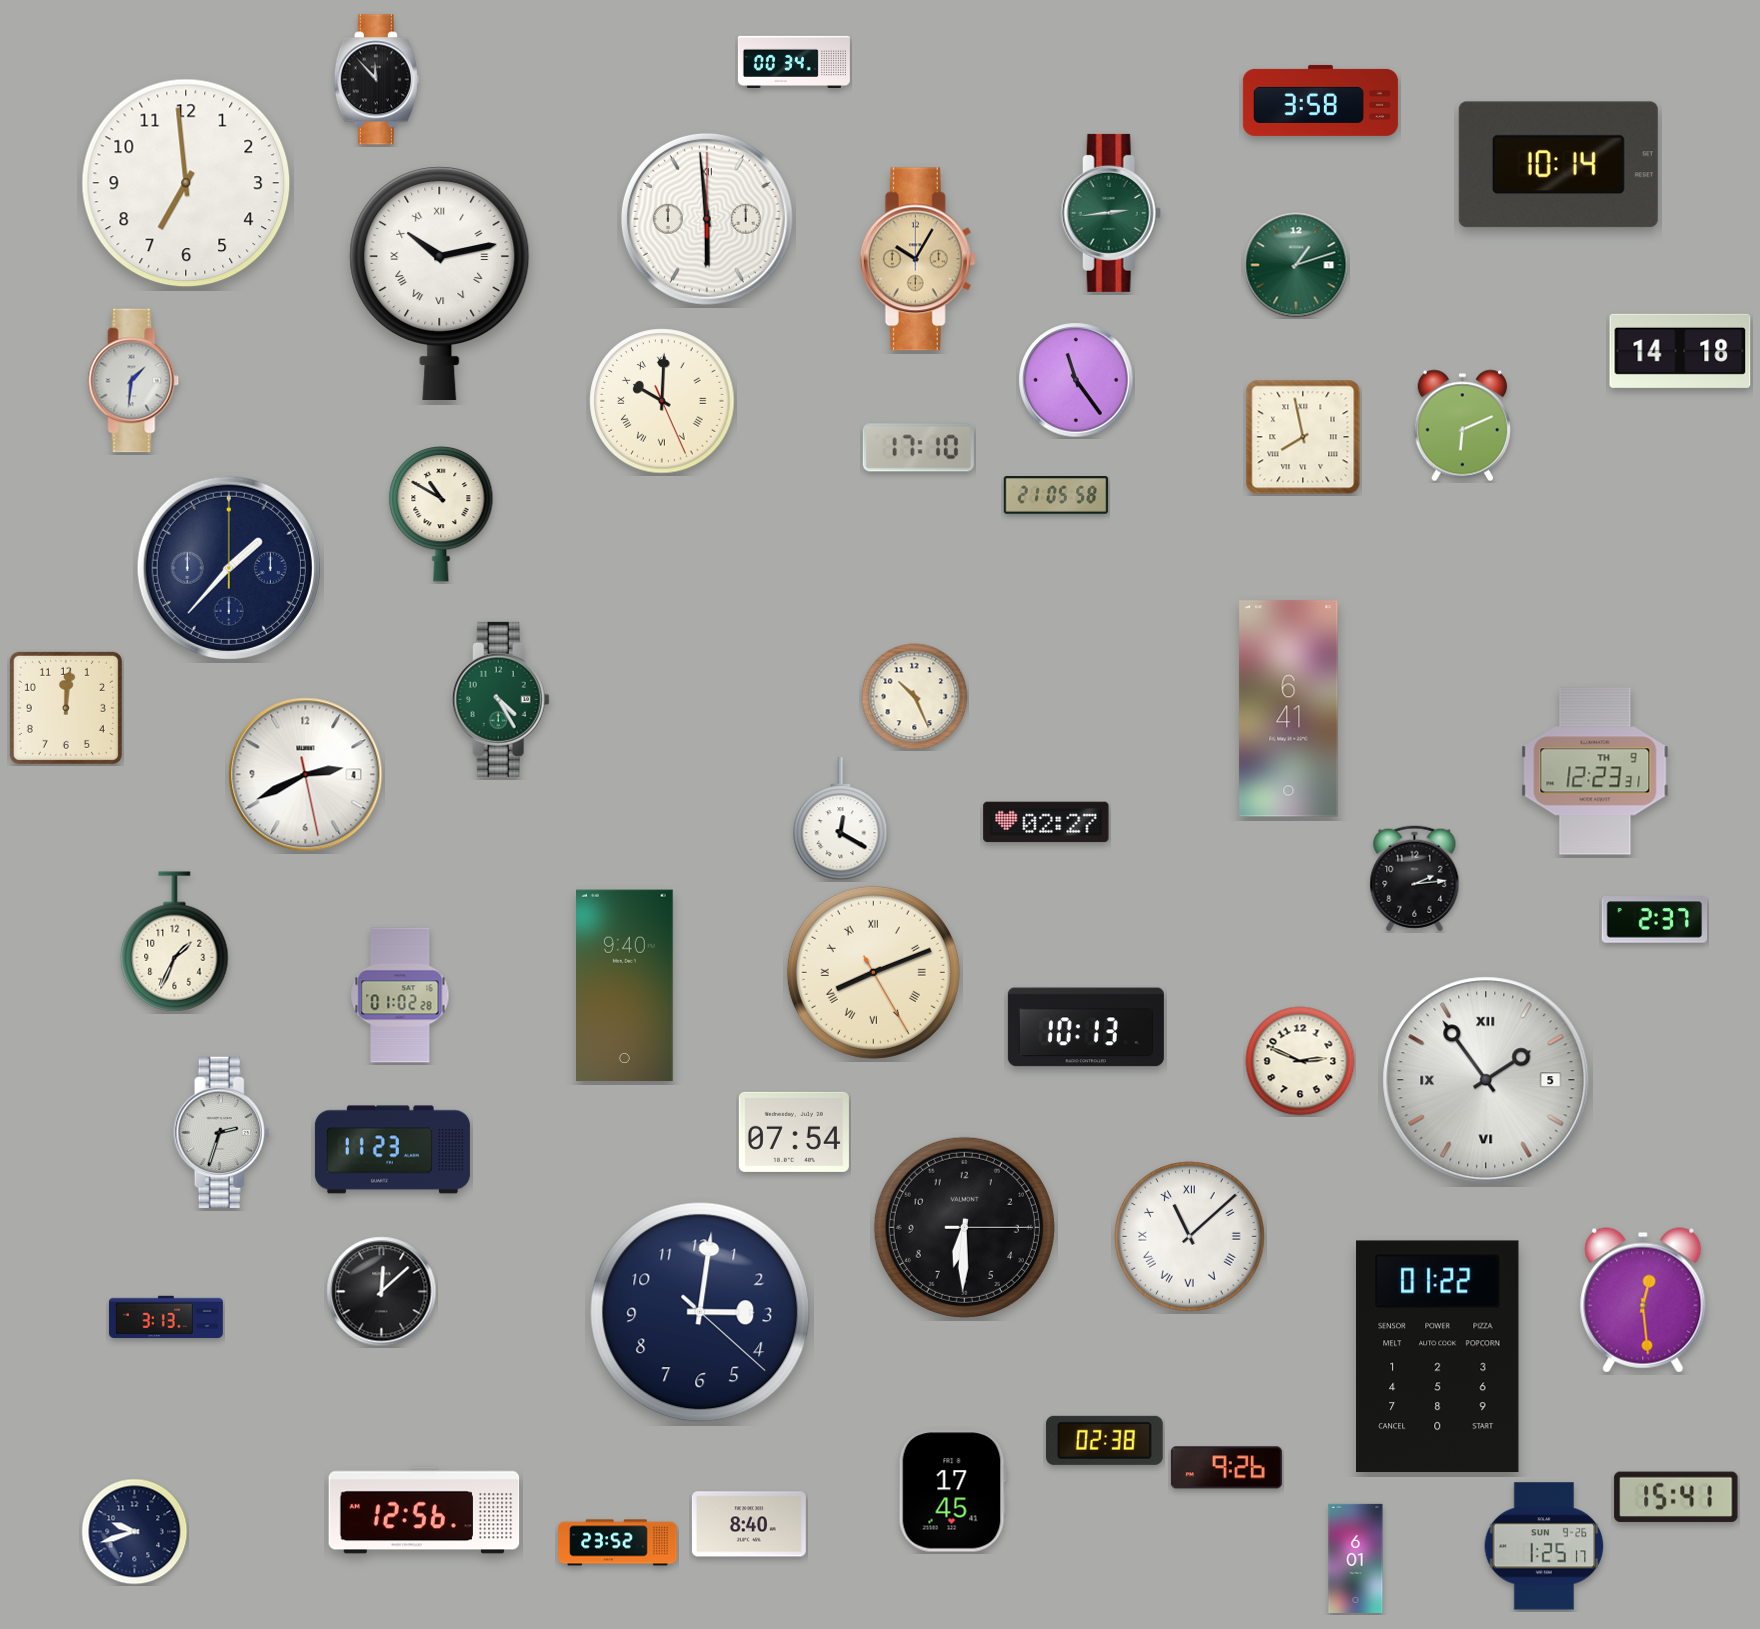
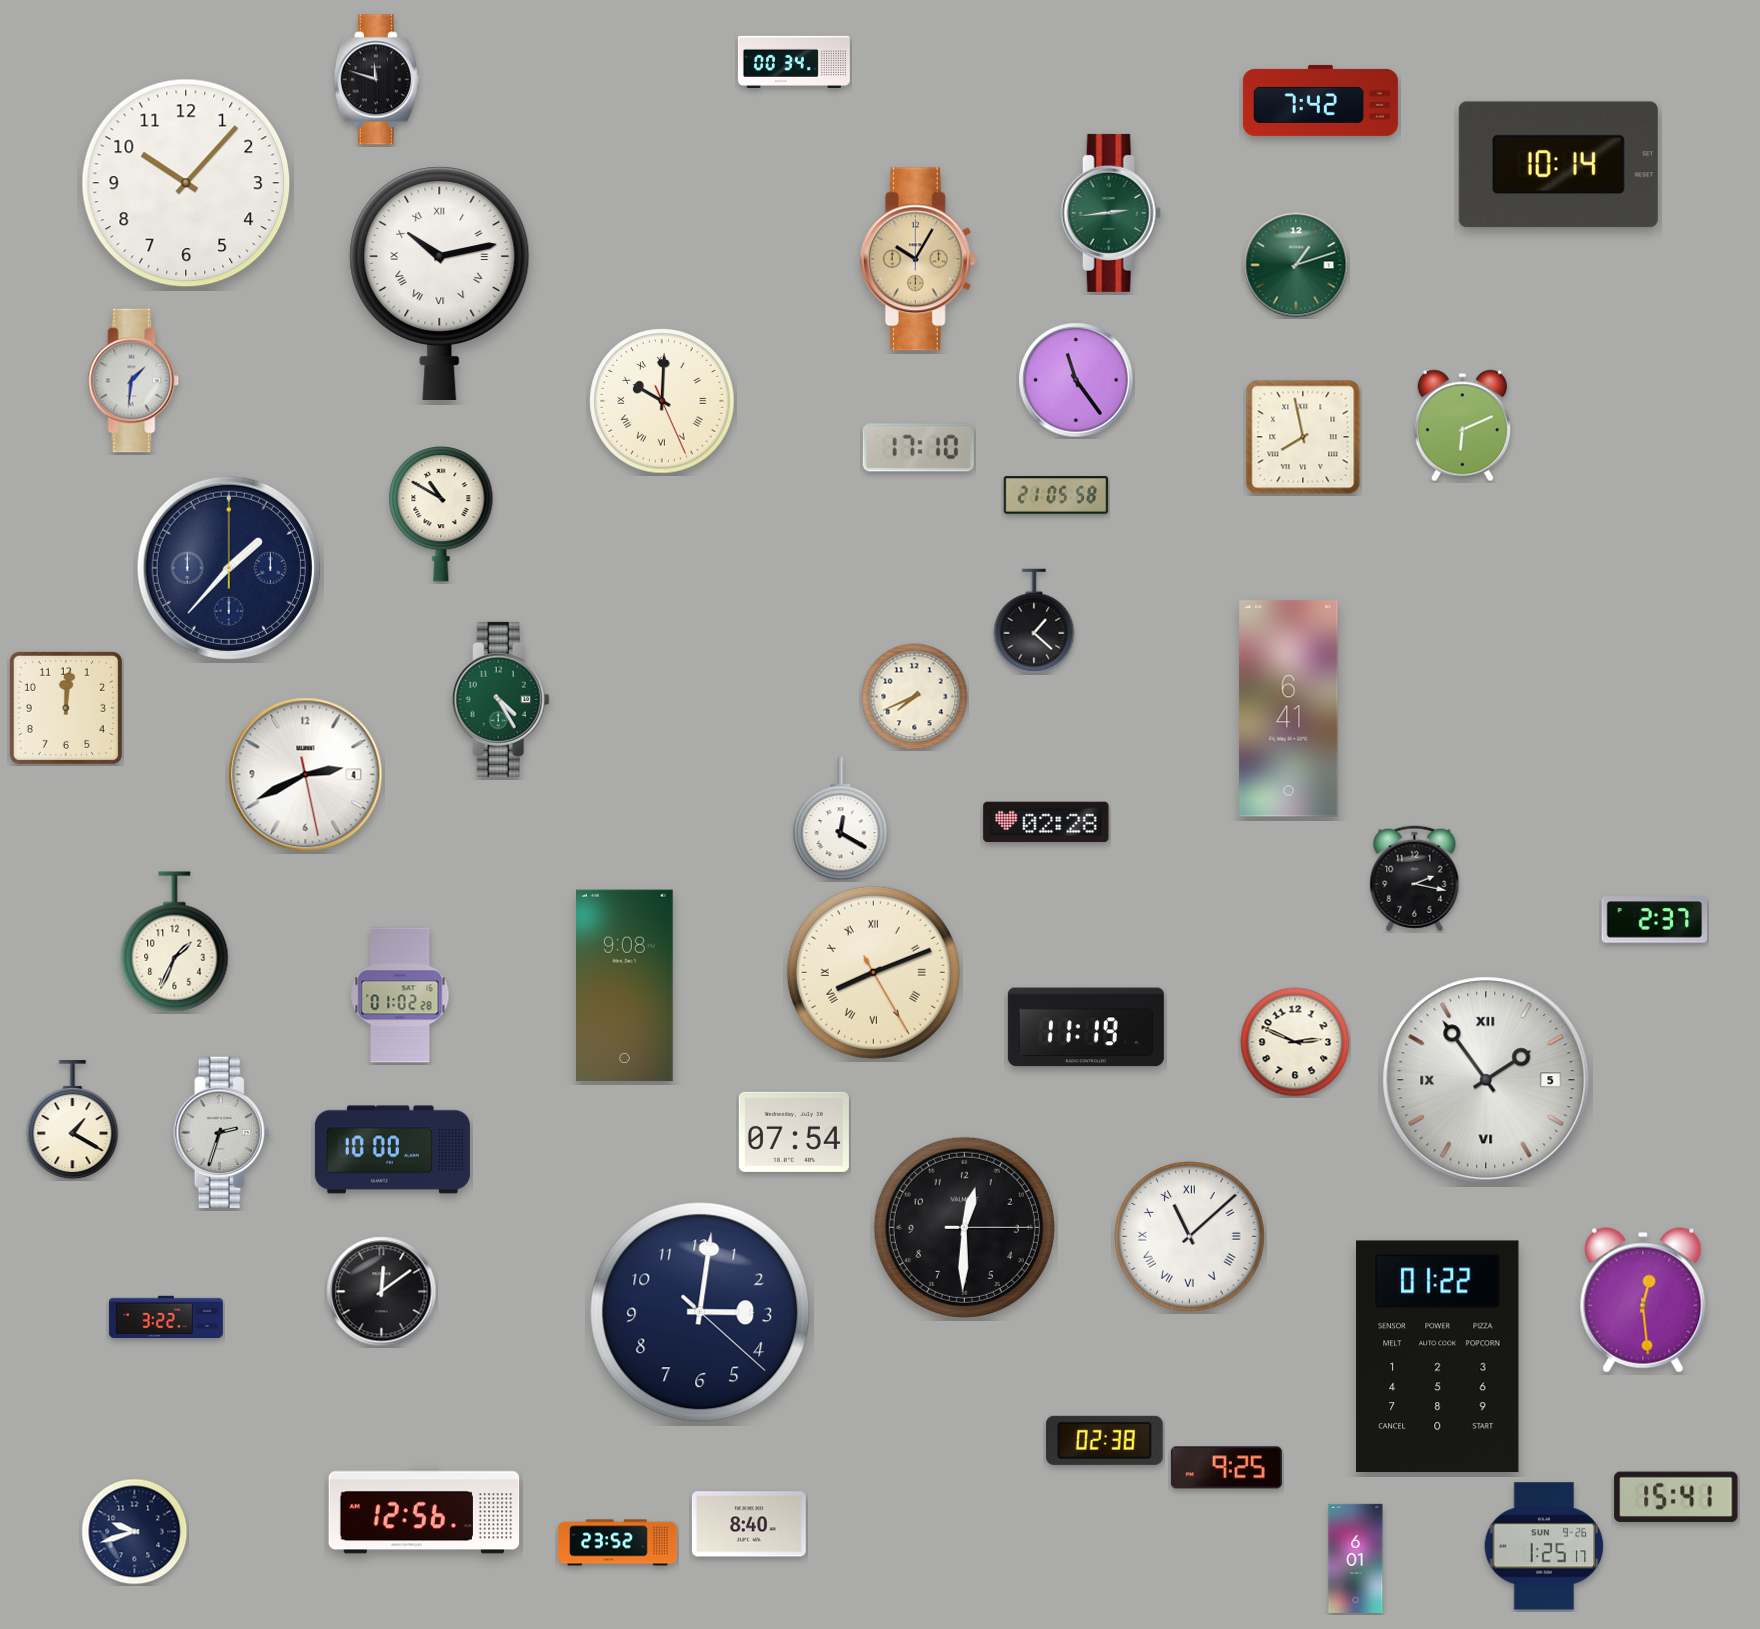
clock at (376, 80): 11:53 -> 11:48
clock at (1320, 100): 3:58 -> 7:42
clock at (186, 183): 6:59 -> 10:07
clock at (707, 219): 5:59 -> none
clock at (1680, 351): 14:18 -> none
clock at (1034, 621): none -> 1:22
clock at (915, 697): 10:26 -> 7:41
clock at (1595, 771): 12:23 -> none
clock at (1046, 822): 02:27 -> 02:28
clock at (1415, 879): 2:14 -> 2:17
clock at (625, 986): 9:40 -> 9:08
clock at (1086, 1027): 10:13 -> 11:19
clock at (1300, 1061) position: (1300, 1061) -> (1295, 1042)
clock at (73, 1120): none -> 1:20
clock at (392, 1150): 11:23 -> 10:00
clock at (964, 1227): 6:30 -> 12:30
clock at (382, 1292): 12:08 -> 12:09
clock at (166, 1317): 3:13 -> 3:22
clock at (1226, 1468): 9:26 -> 9:25
clock at (952, 1491): 17:45 -> none
